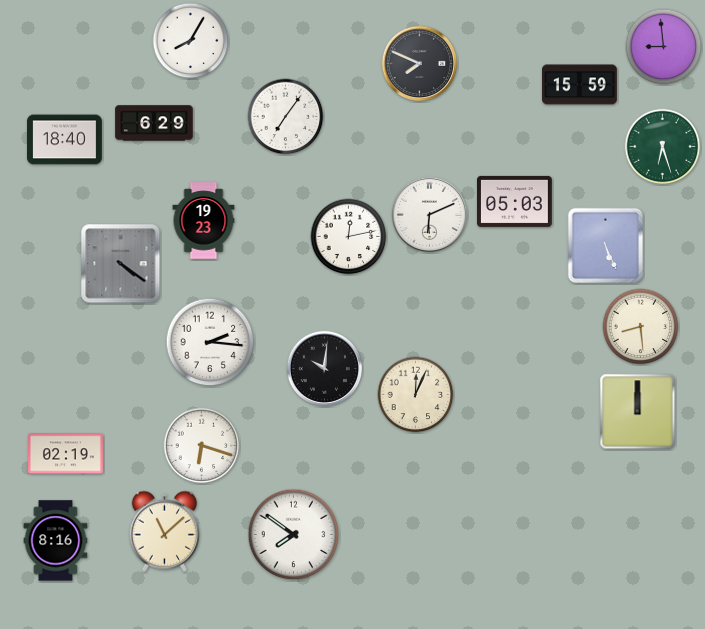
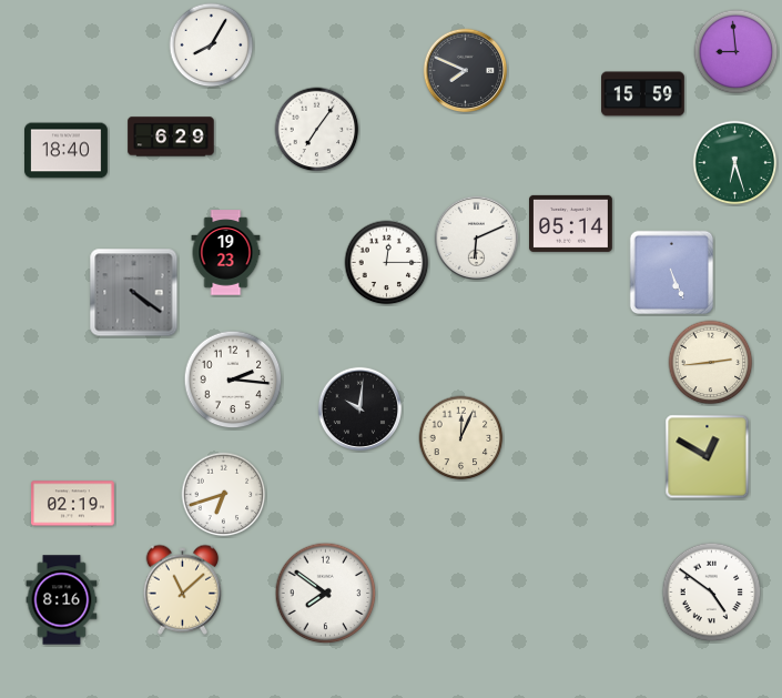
clock at (65, 140) position: (65, 140) -> (67, 151)
clock at (515, 201): 05:03 -> 05:14
clock at (204, 221) position: (204, 221) -> (226, 253)
clock at (349, 237): 12:13 -> 12:15
clock at (641, 327): 8:29 -> 2:44
clock at (638, 412): 12:00 -> 12:50
clock at (202, 446): 6:18 -> 6:42
clock at (712, 593): none -> 4:51
